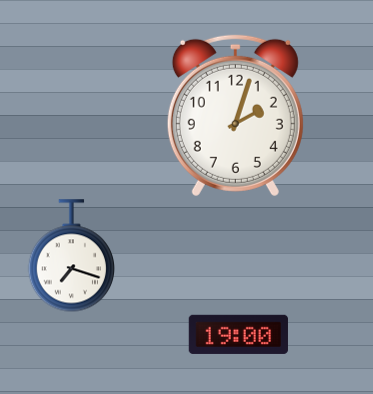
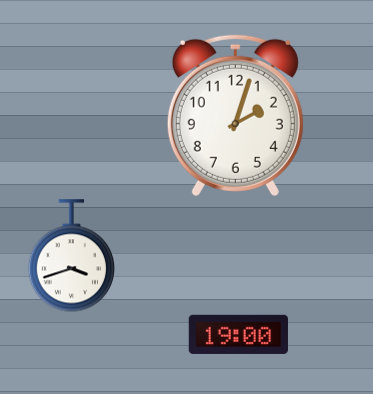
clock at (71, 256): 7:18 -> 3:42
